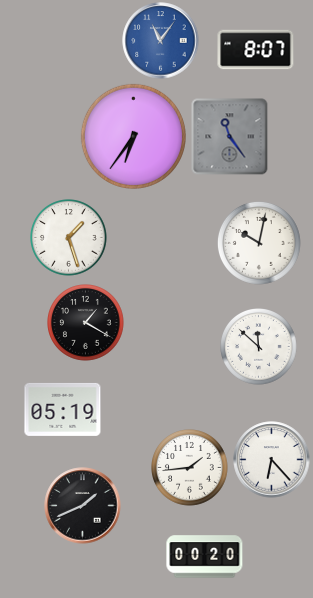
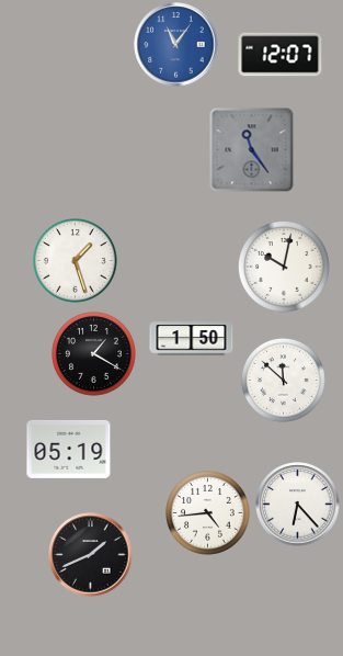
clock at (256, 50): 8:07 -> 12:07
clock at (133, 136): 6:36 -> none
clock at (192, 339): none -> 1:50
clock at (190, 468): 1:44 -> 4:44
clock at (205, 557): 00:20 -> none
